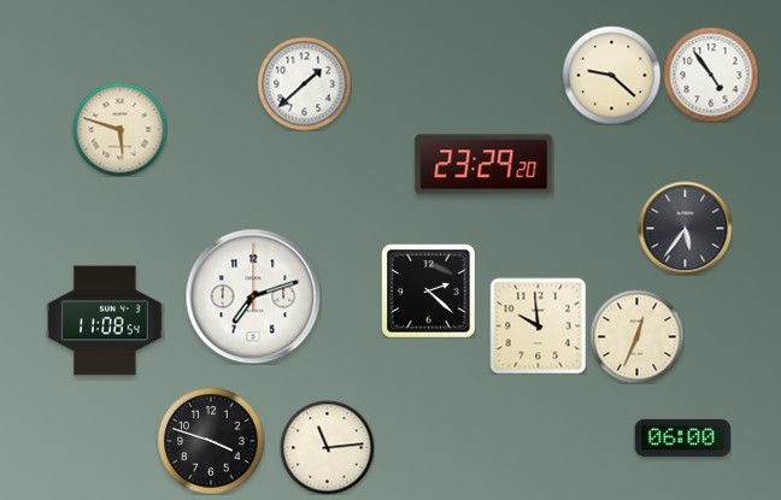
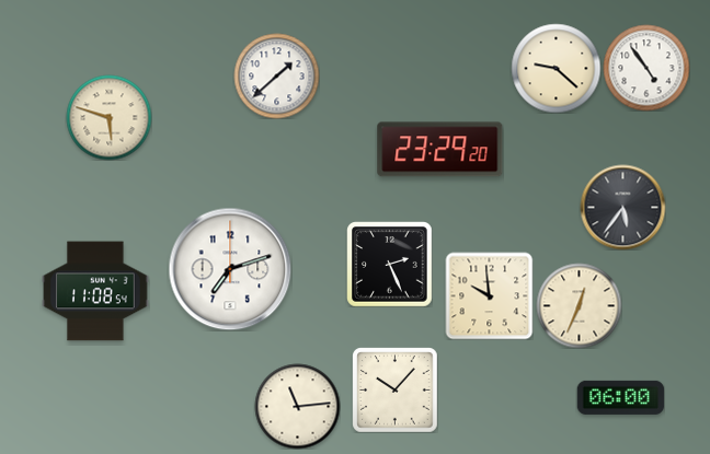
clock at (428, 290): 2:22 -> 2:26
clock at (394, 389): none -> 10:07
clock at (211, 441): 3:48 -> none
